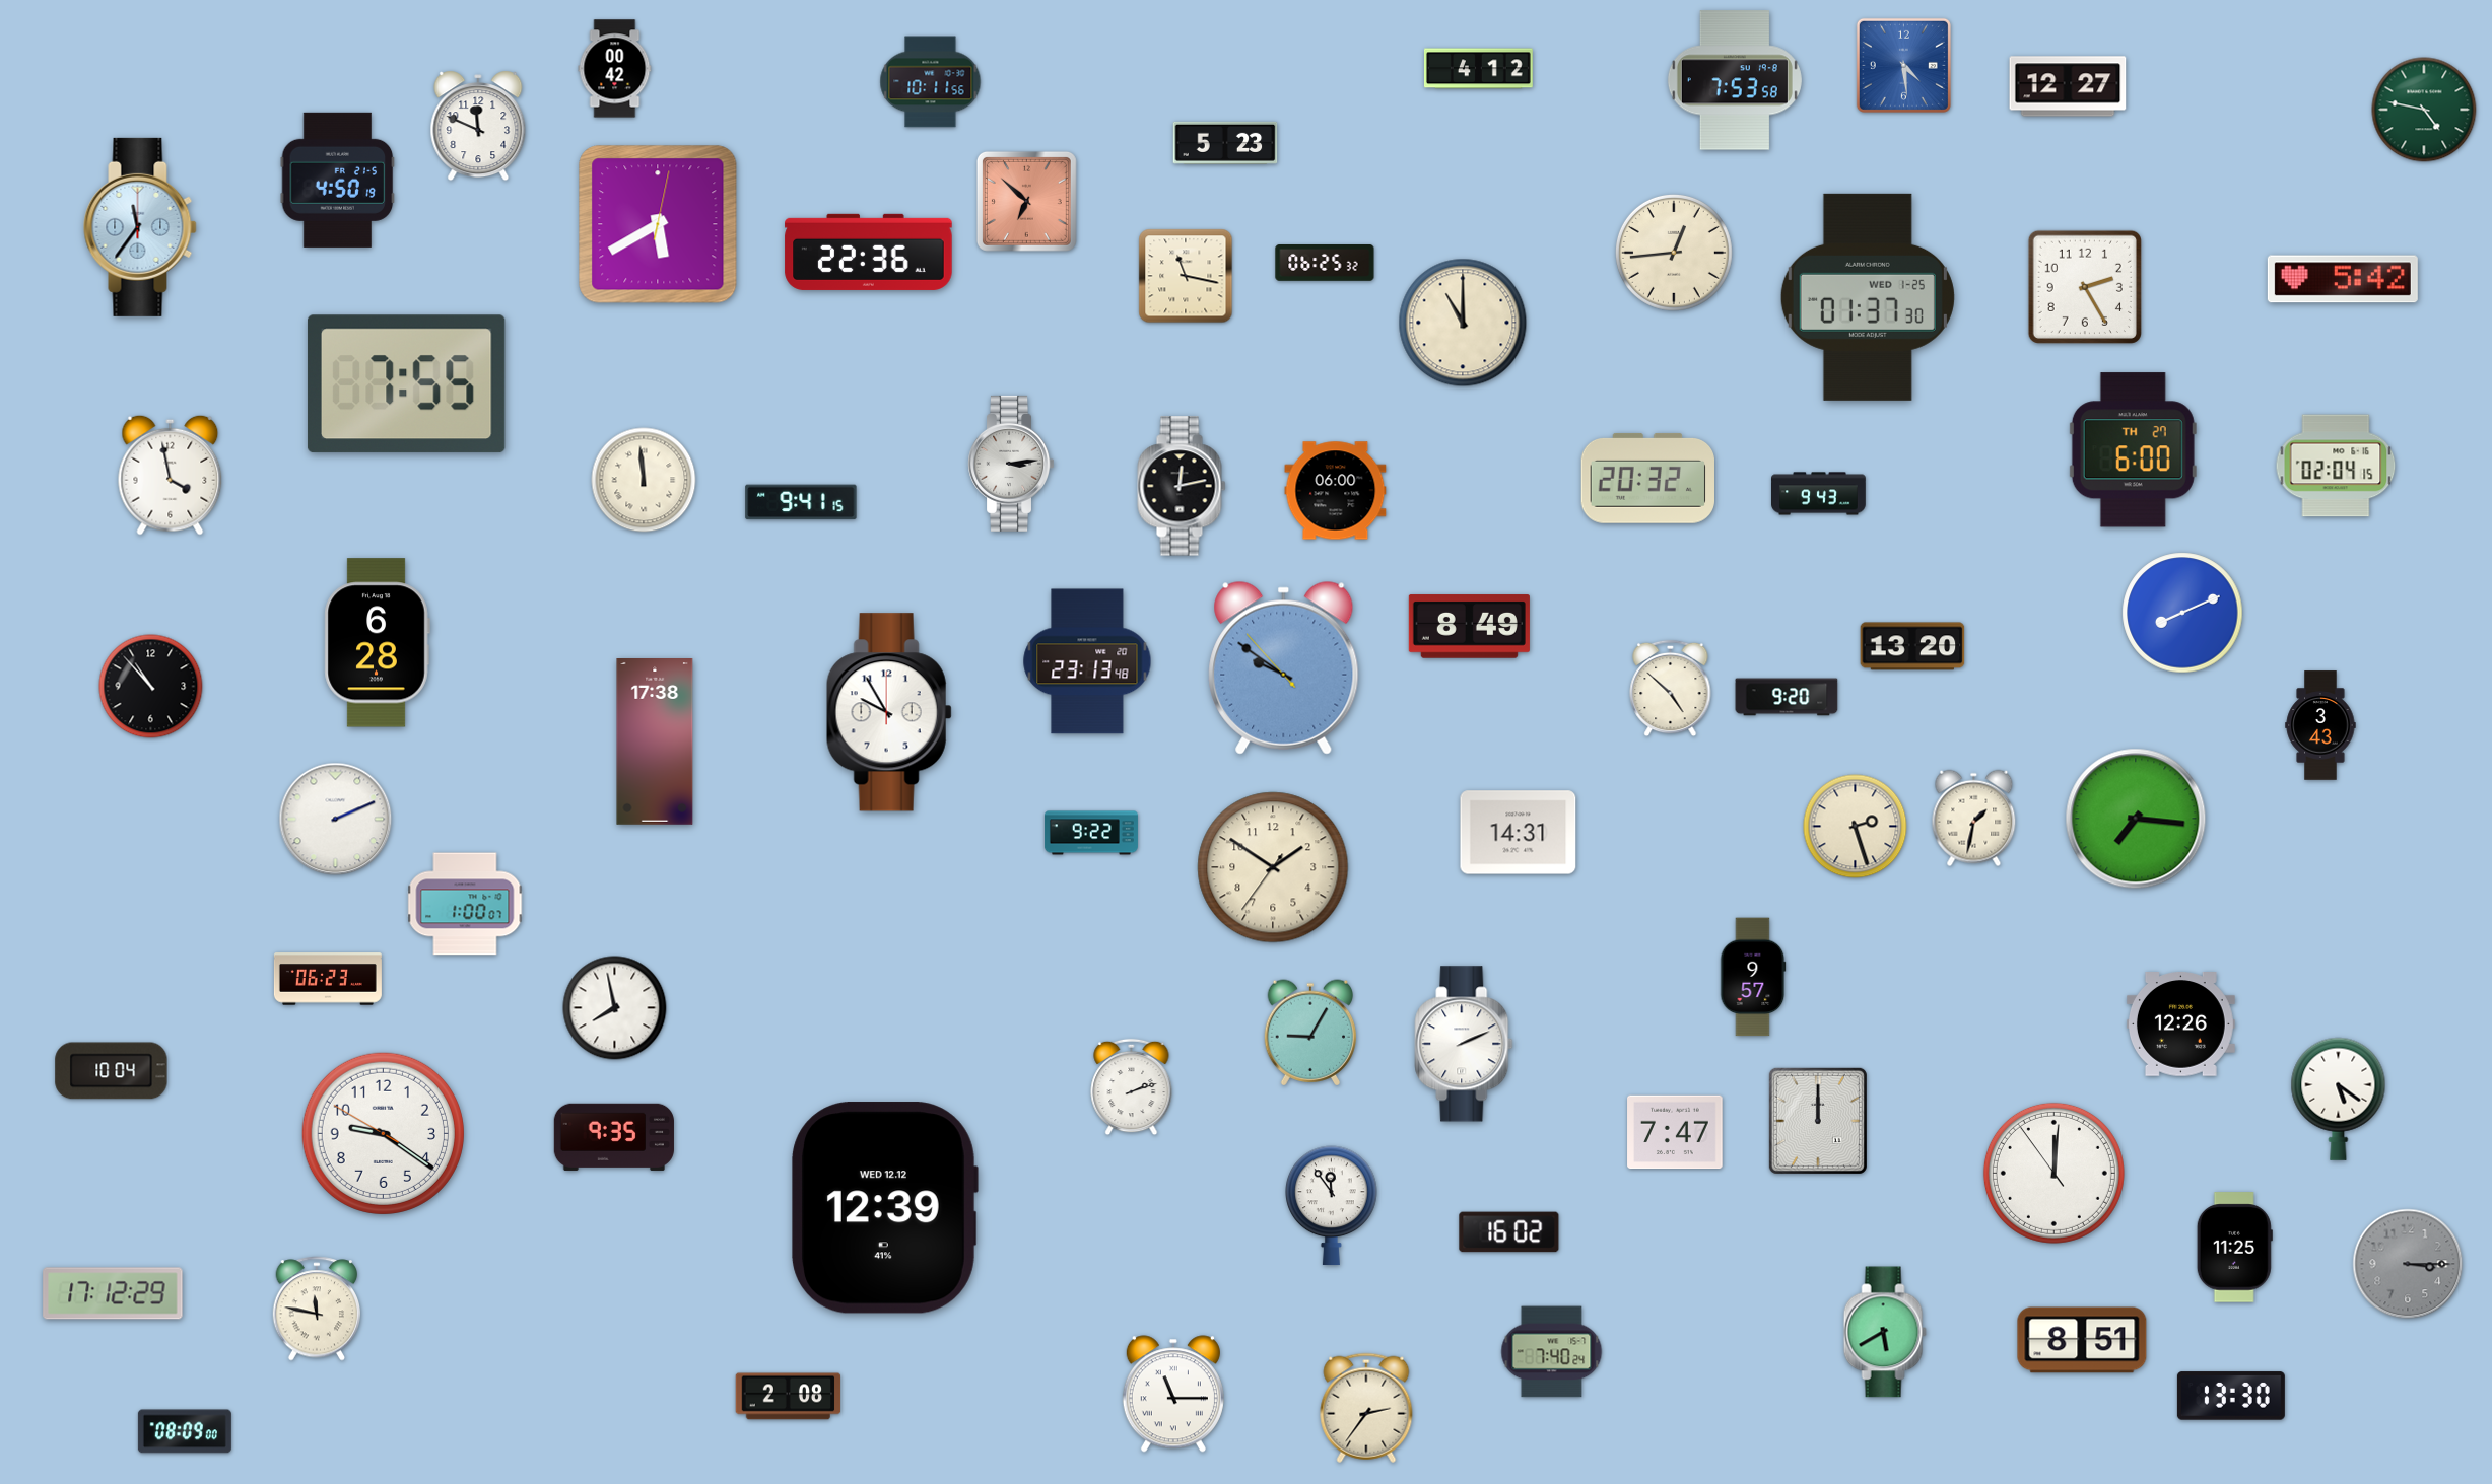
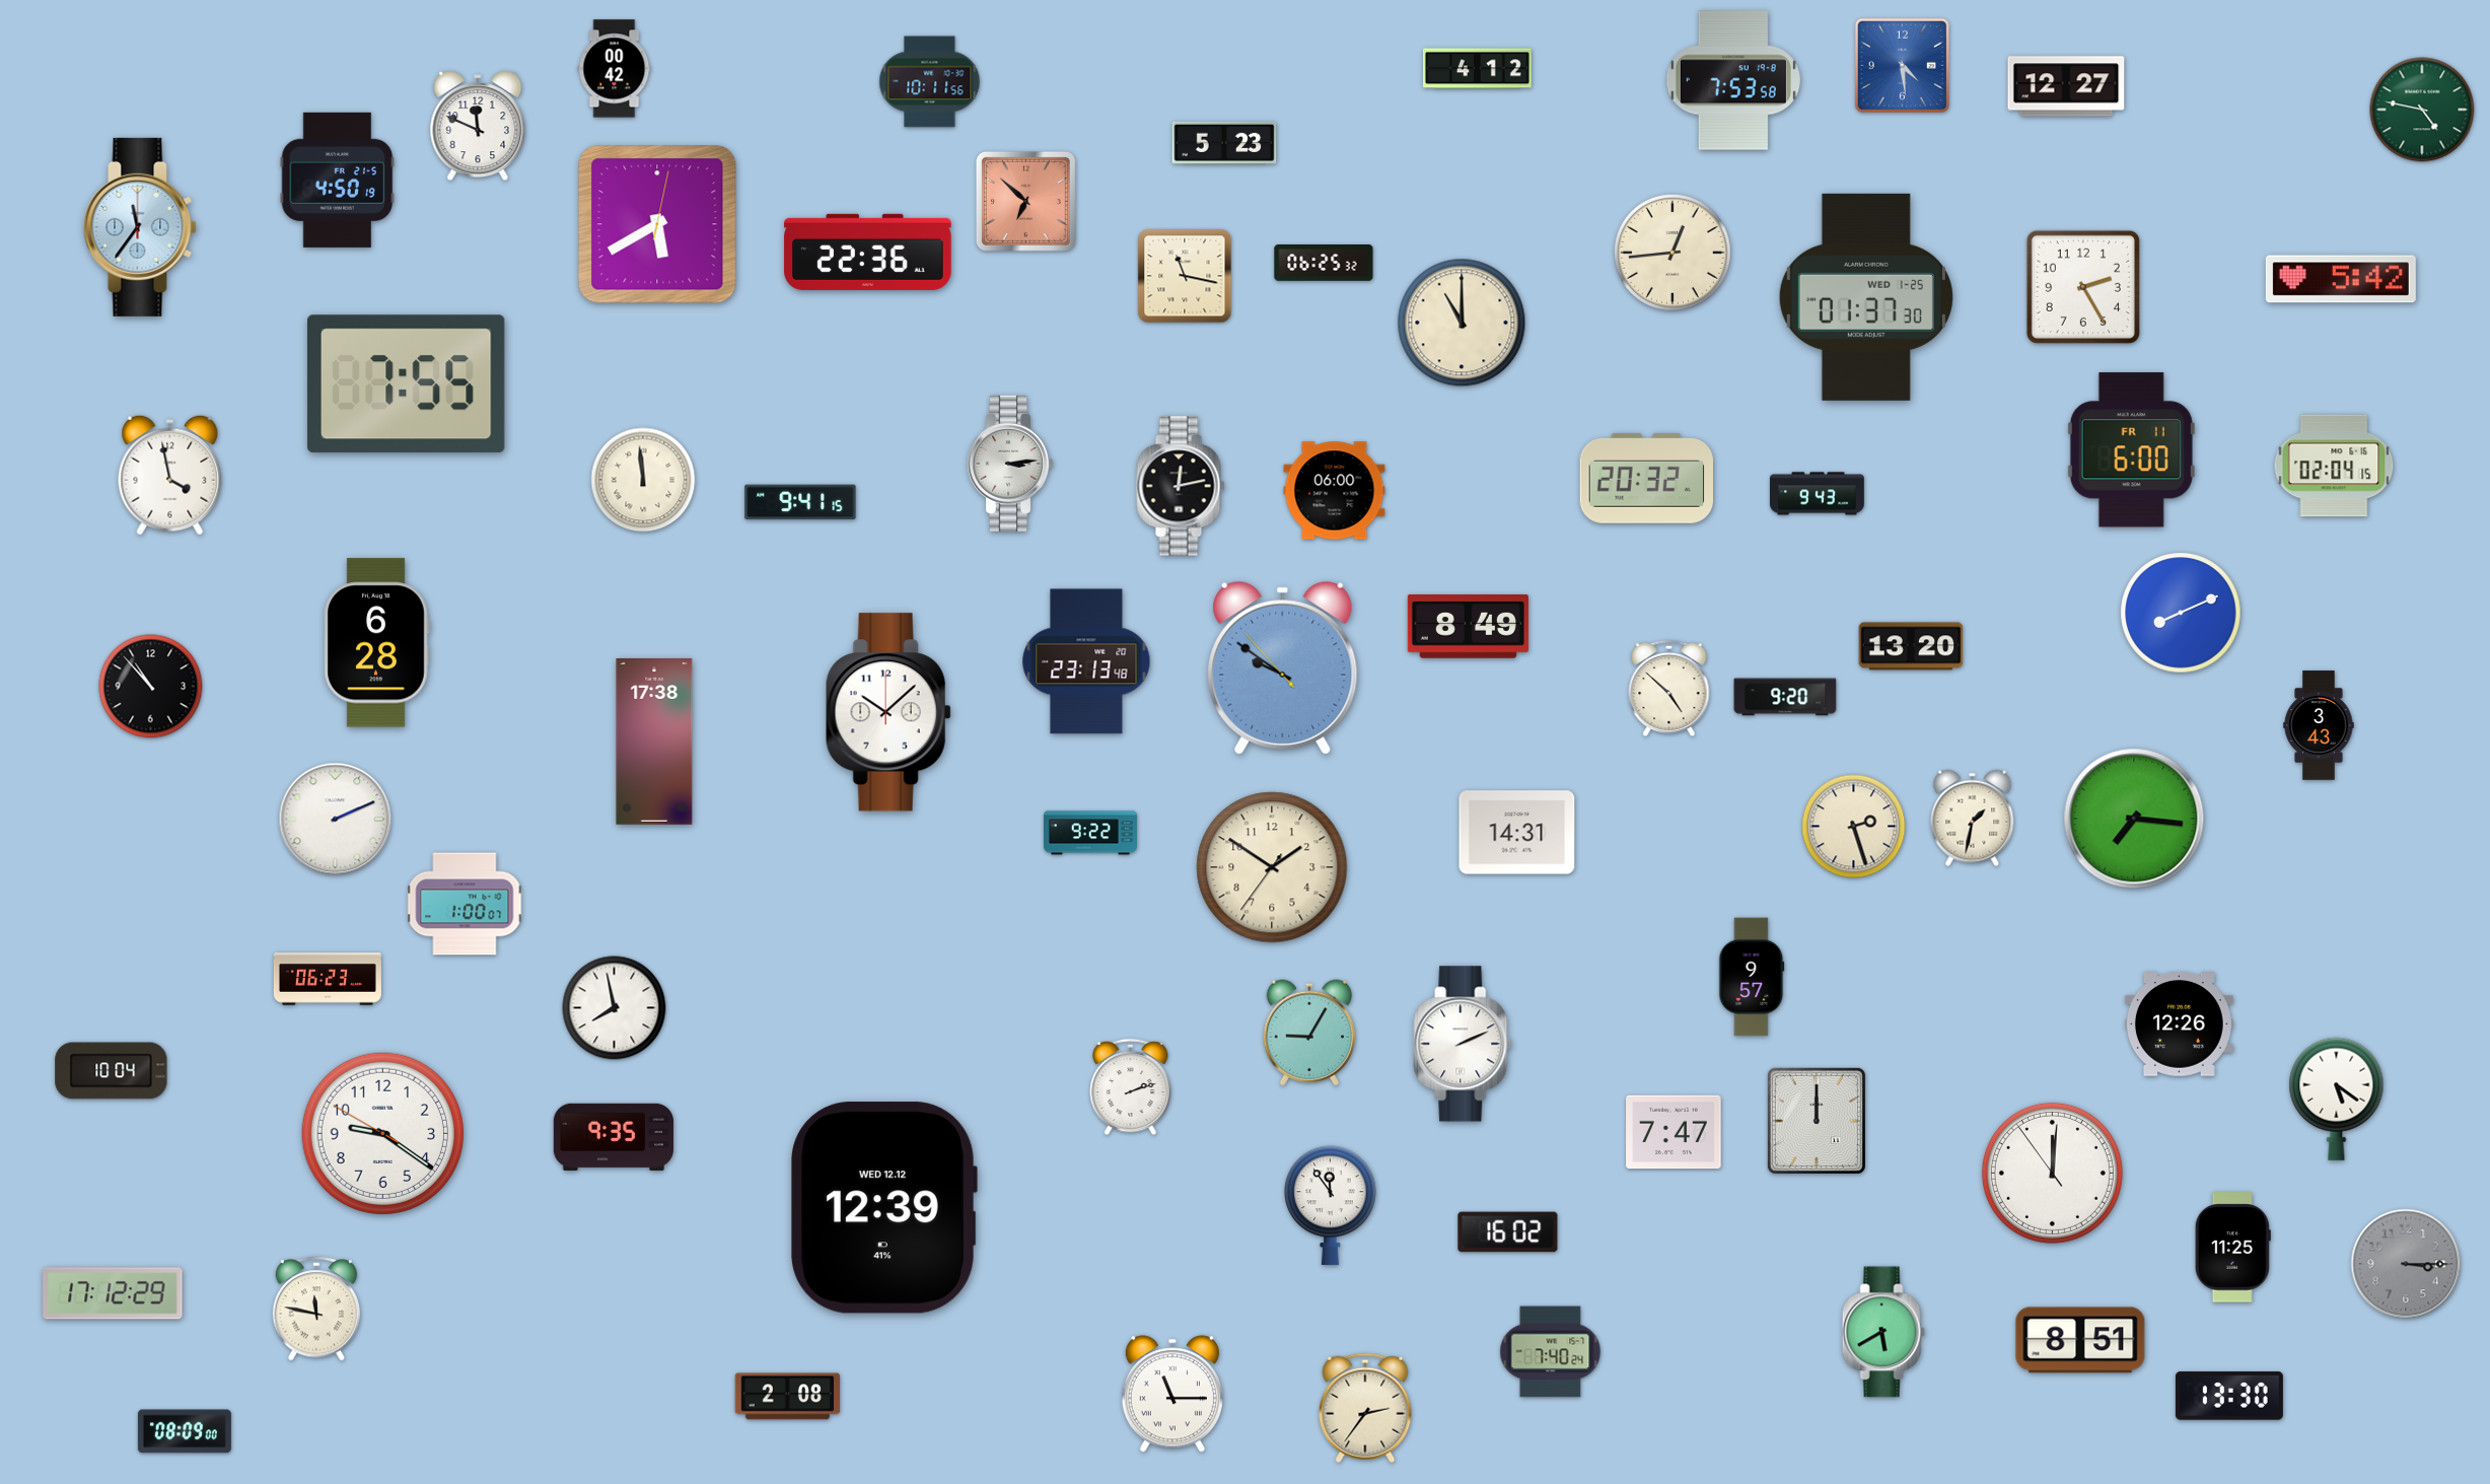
clock at (2133, 450) date: TH 27 -> FR 11
clock at (889, 712): 9:55 -> 10:08
